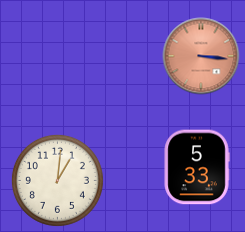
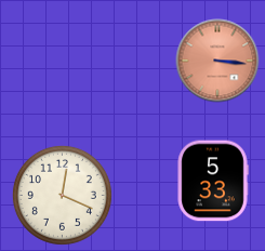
clock at (57, 180): 1:01 -> 12:19
